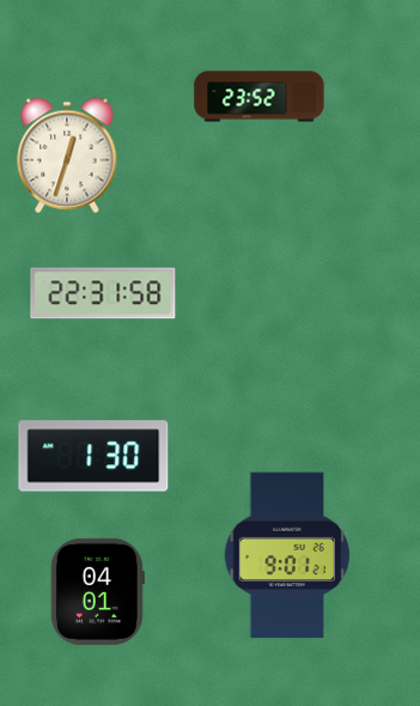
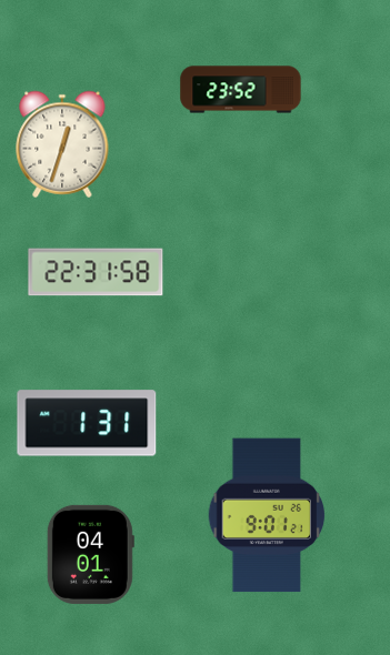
clock at (93, 456): 1:30 -> 1:31
clock at (97, 591) position: (97, 591) -> (90, 554)
